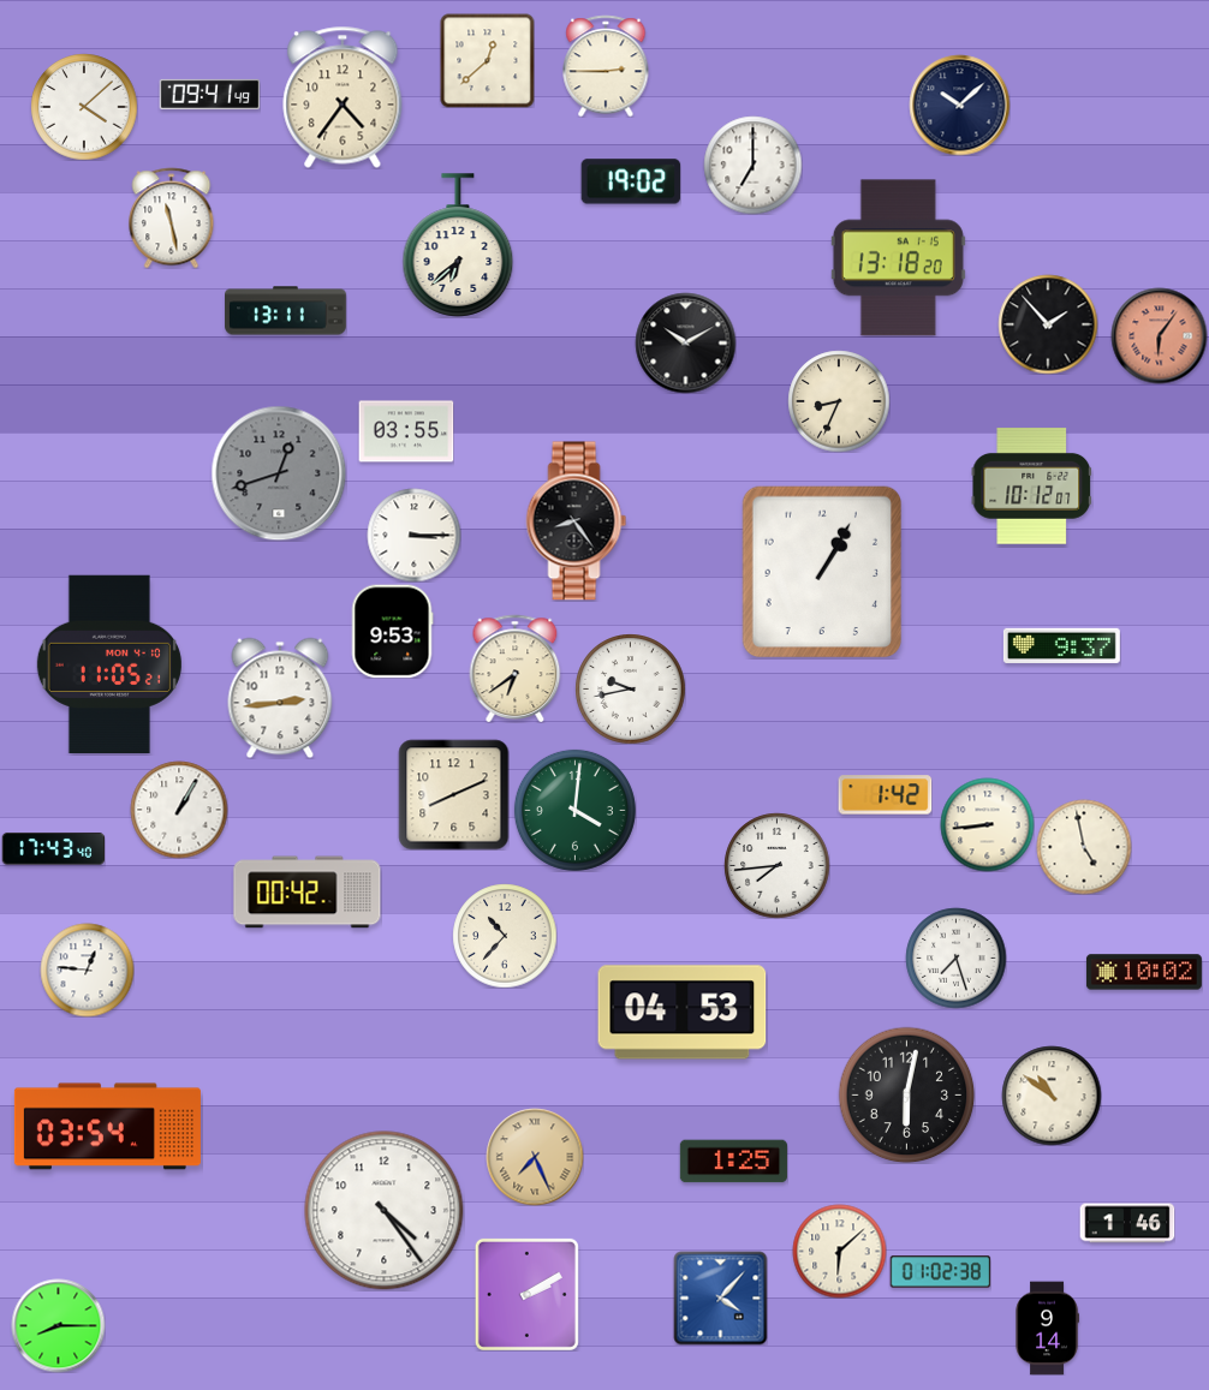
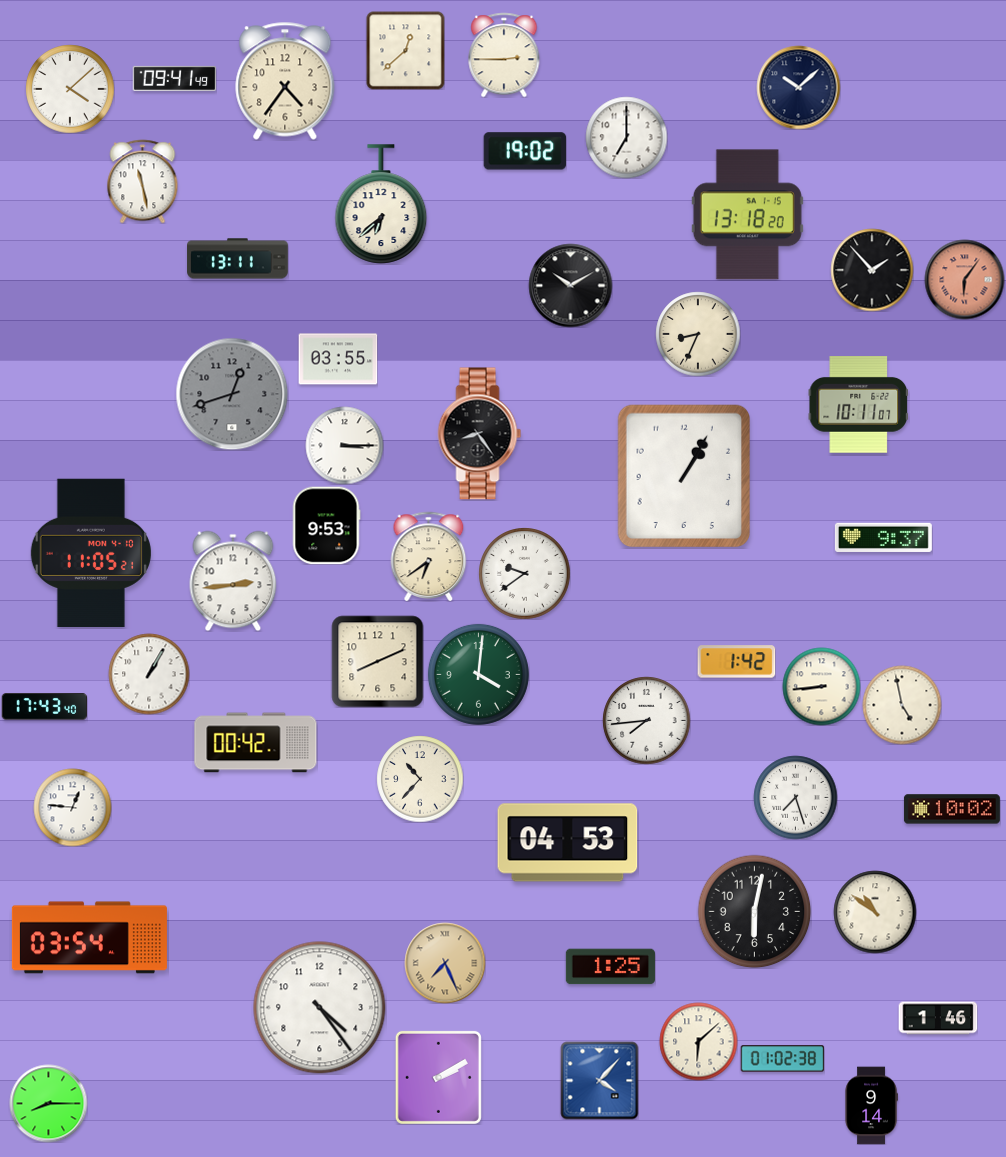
clock at (1031, 487): 10:12 -> 10:11
clock at (630, 688): 9:43 -> 9:39
